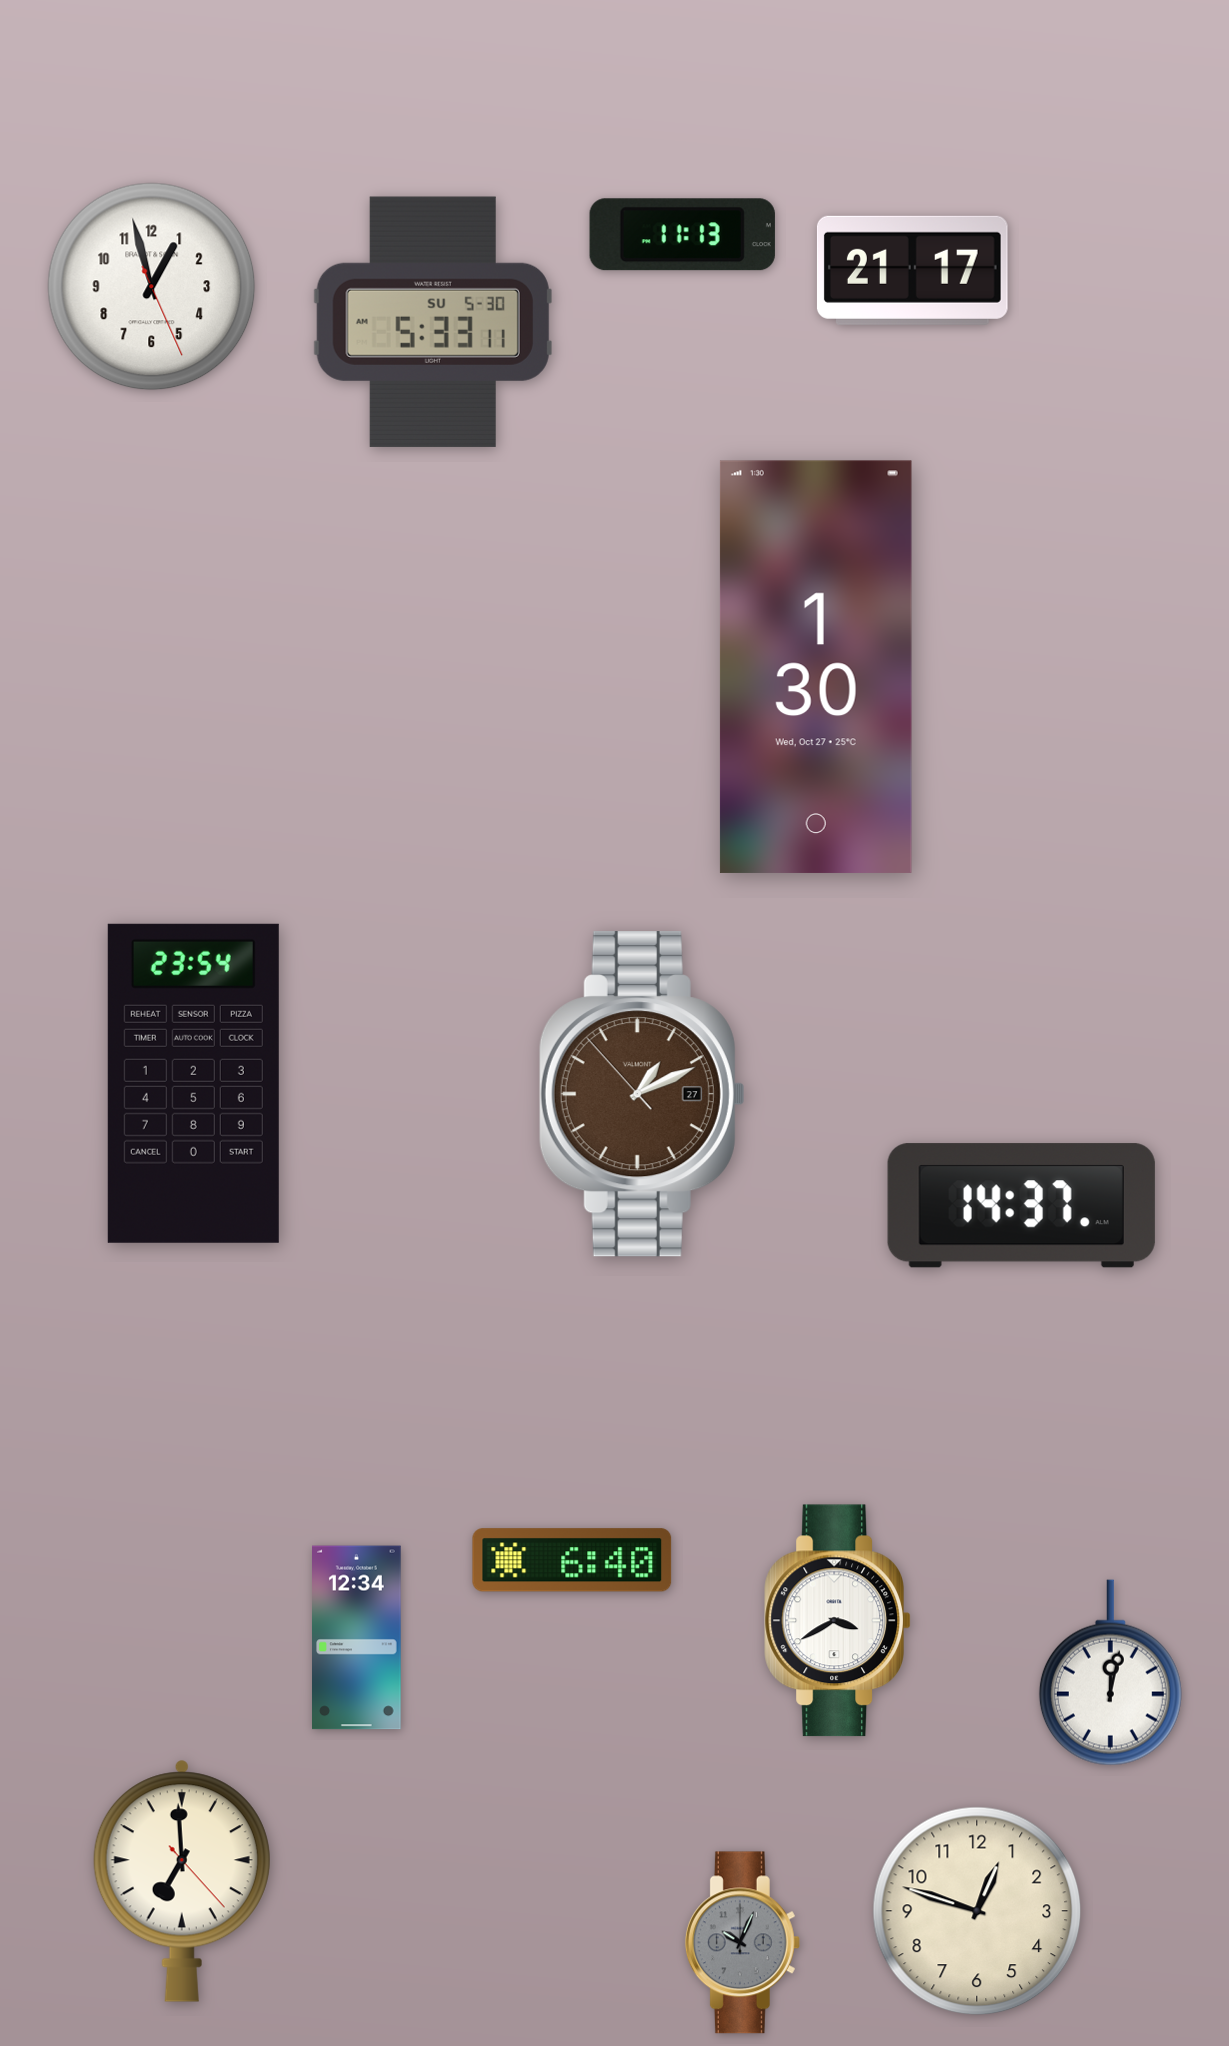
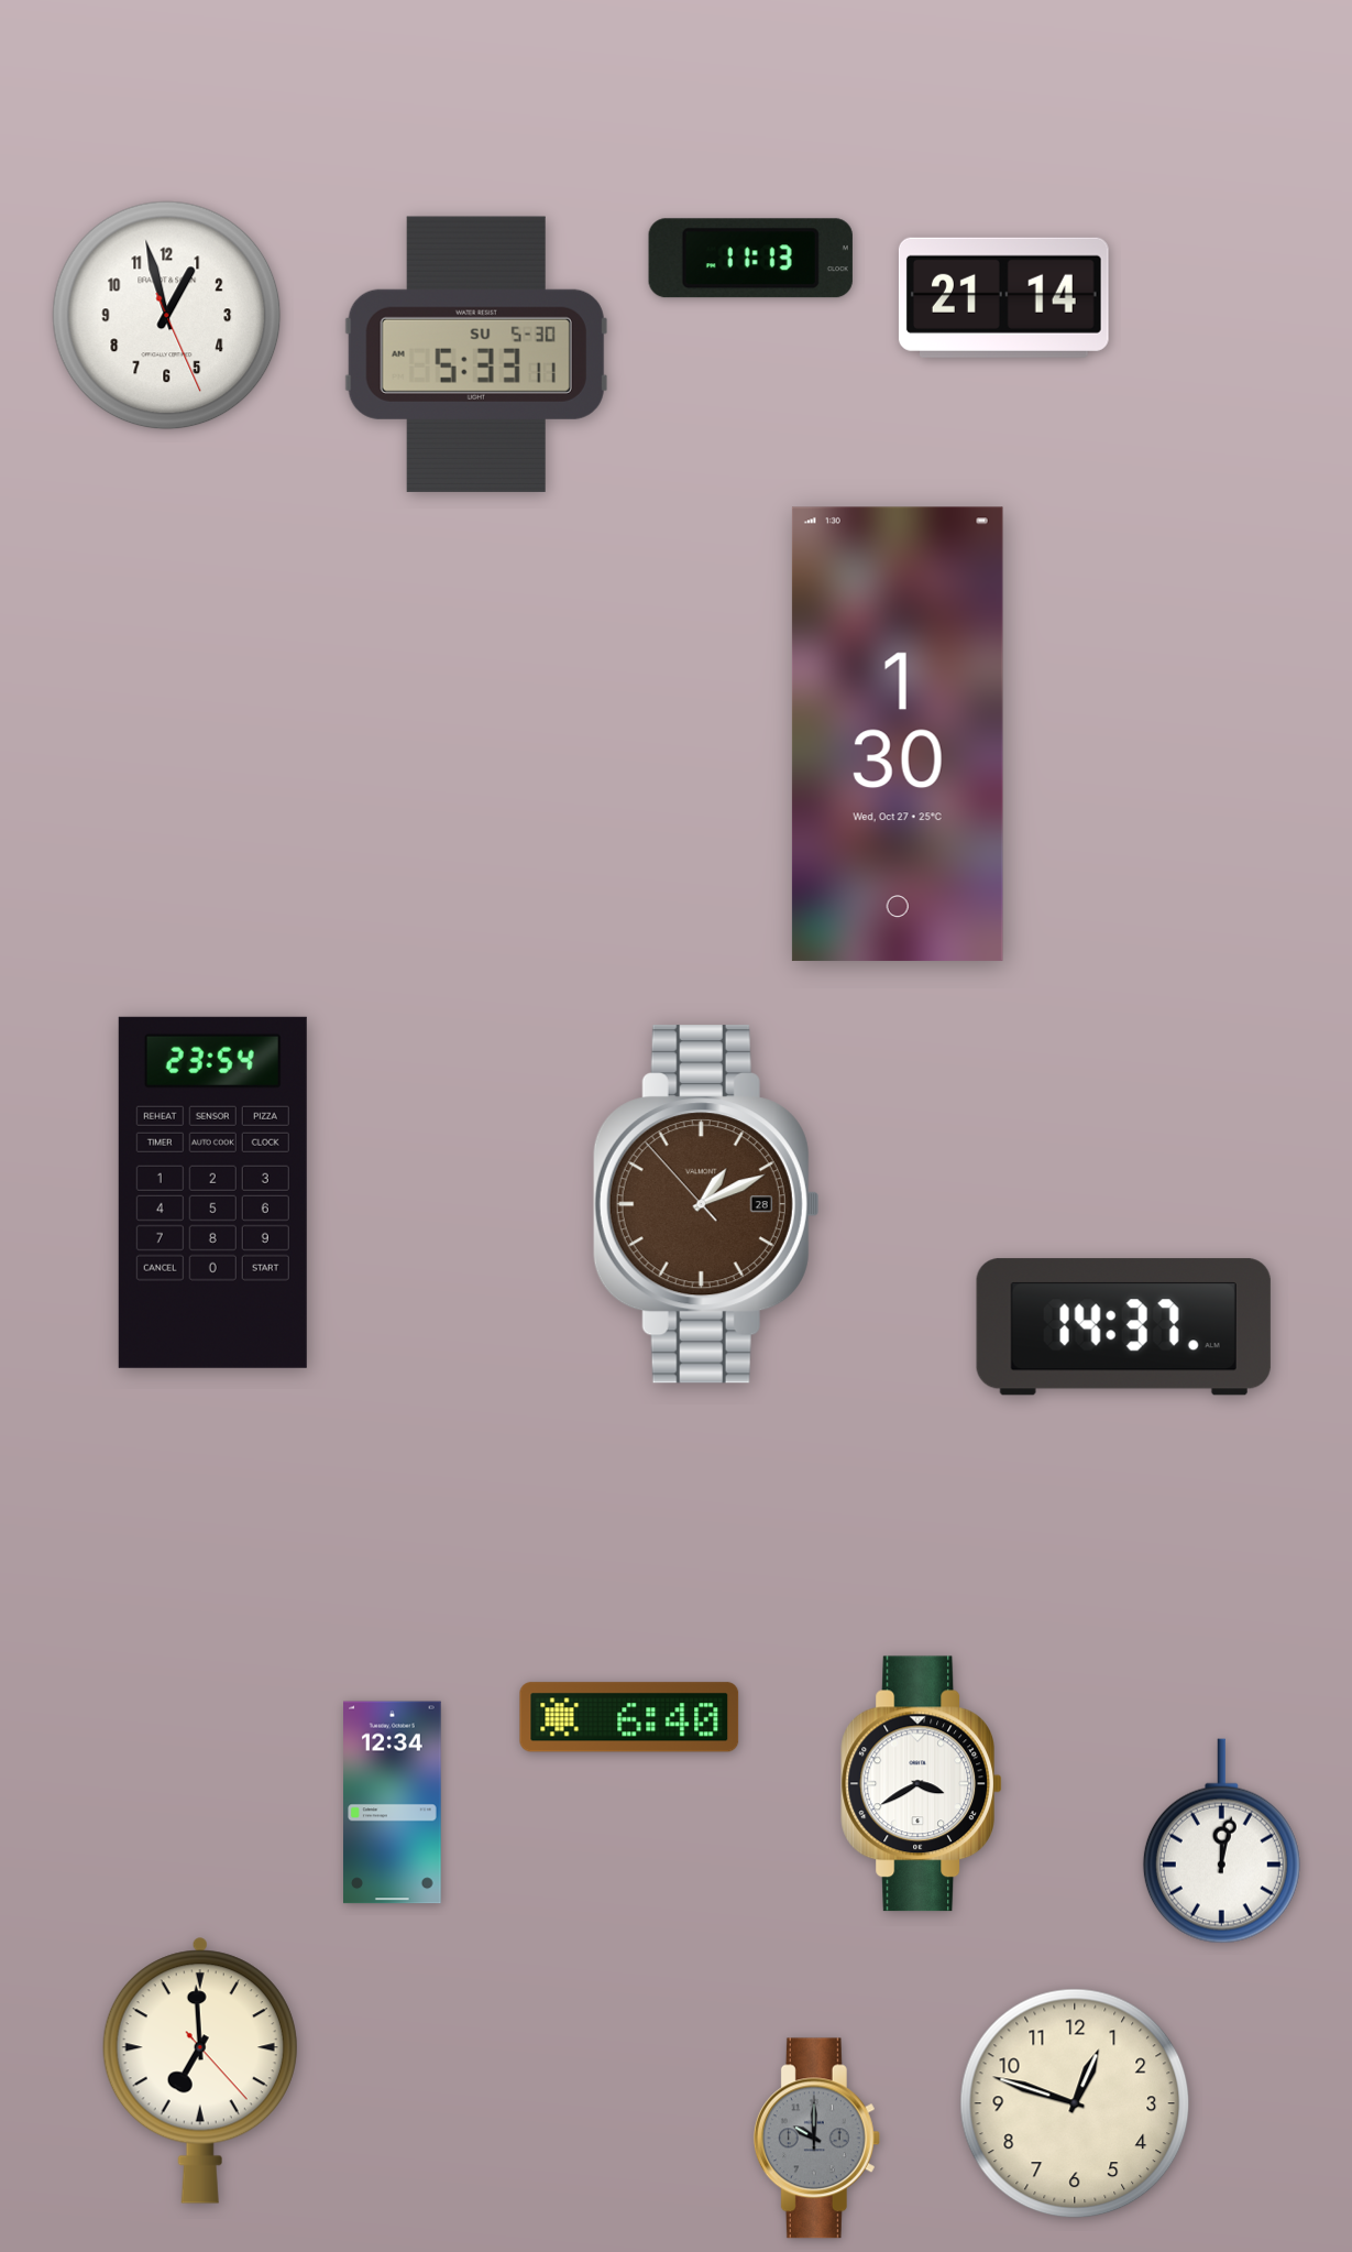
clock at (912, 270): 21:17 -> 21:14
clock at (642, 1094) date: 27 -> 28
clock at (742, 1943): 10:04 -> 10:00
